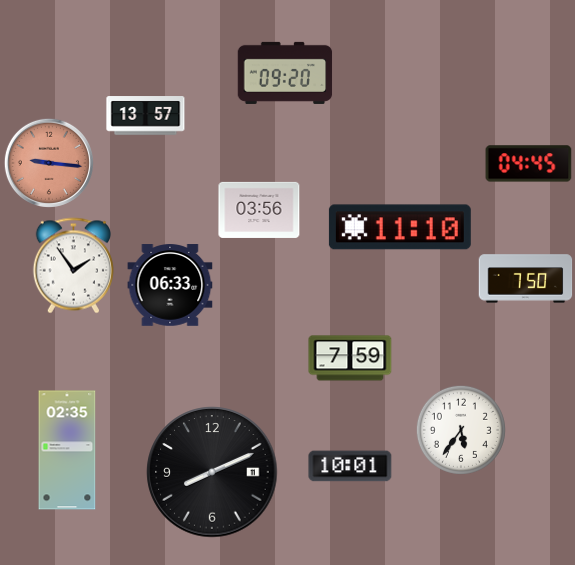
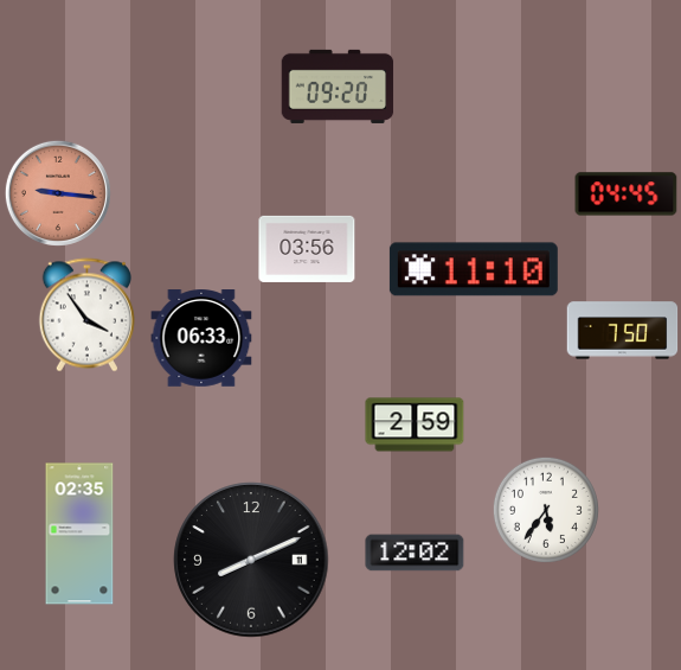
clock at (146, 116): 13:57 -> none
clock at (73, 266): 1:54 -> 3:54
clock at (350, 358): 7:59 -> 2:59
clock at (350, 466): 10:01 -> 12:02
